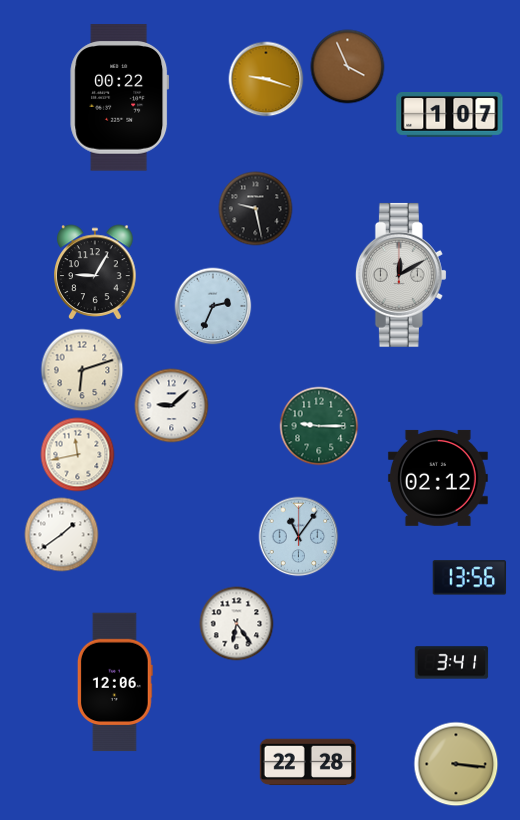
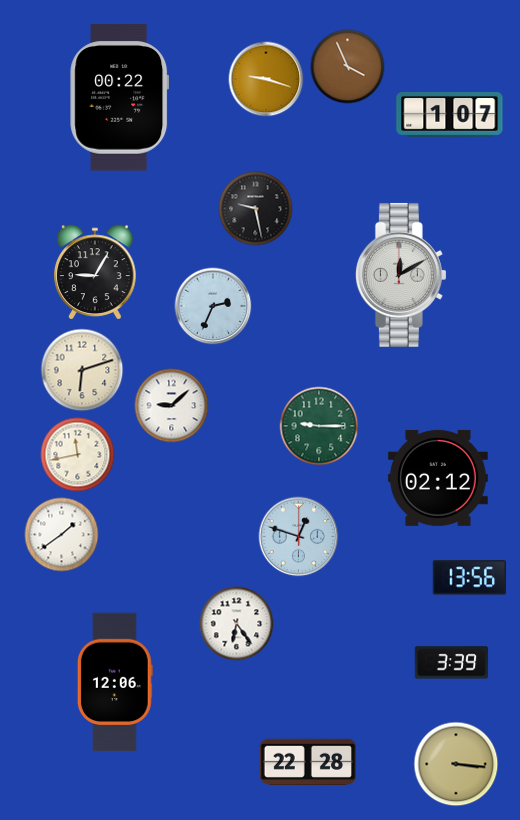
clock at (299, 537): 11:06 -> 12:48
clock at (452, 663): 3:41 -> 3:39
